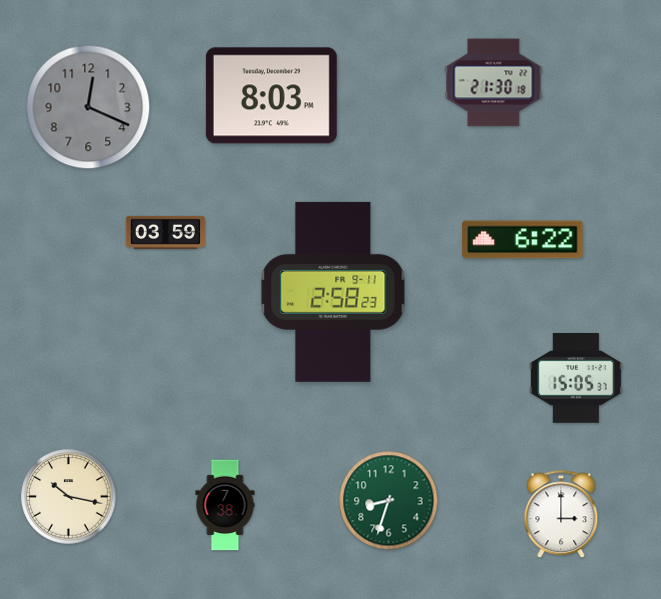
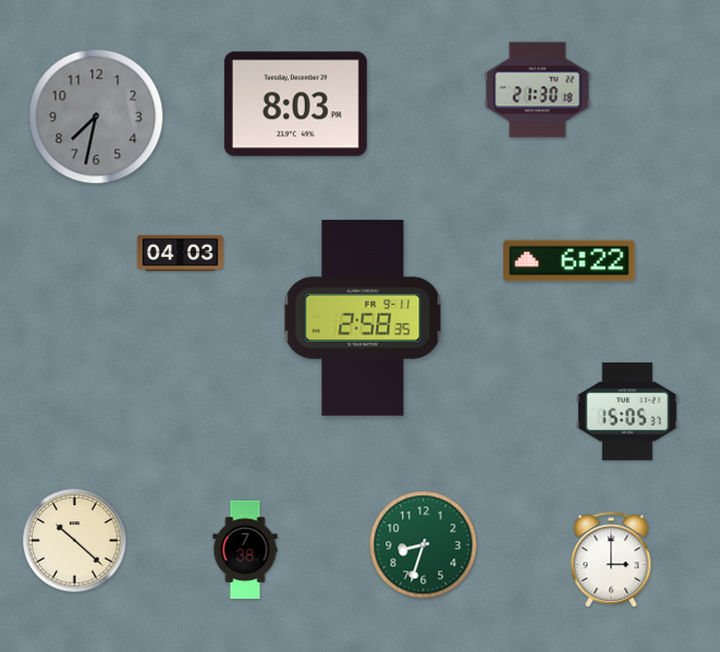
clock at (88, 107): 12:19 -> 7:32
clock at (165, 232): 03:59 -> 04:03
clock at (333, 292): 2:58:23 -> 2:58:35
clock at (69, 497): 10:17 -> 10:22
